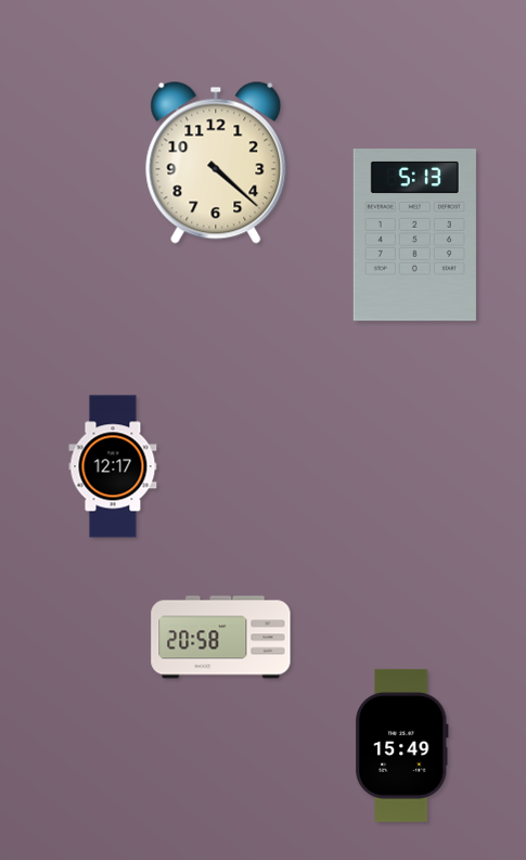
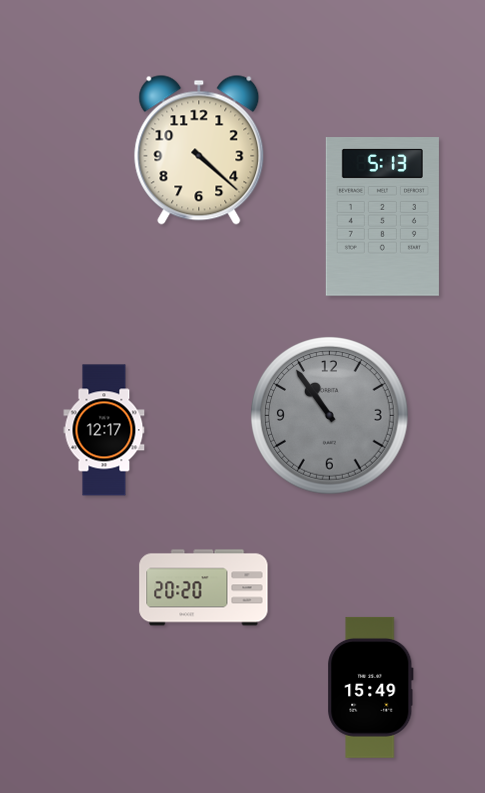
clock at (330, 416): none -> 10:54
clock at (221, 638): 20:58 -> 20:20
